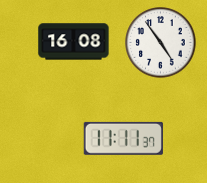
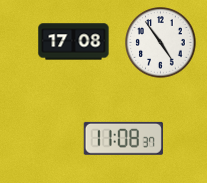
clock at (74, 42): 16:08 -> 17:08
clock at (123, 138): 11:11 -> 11:08
